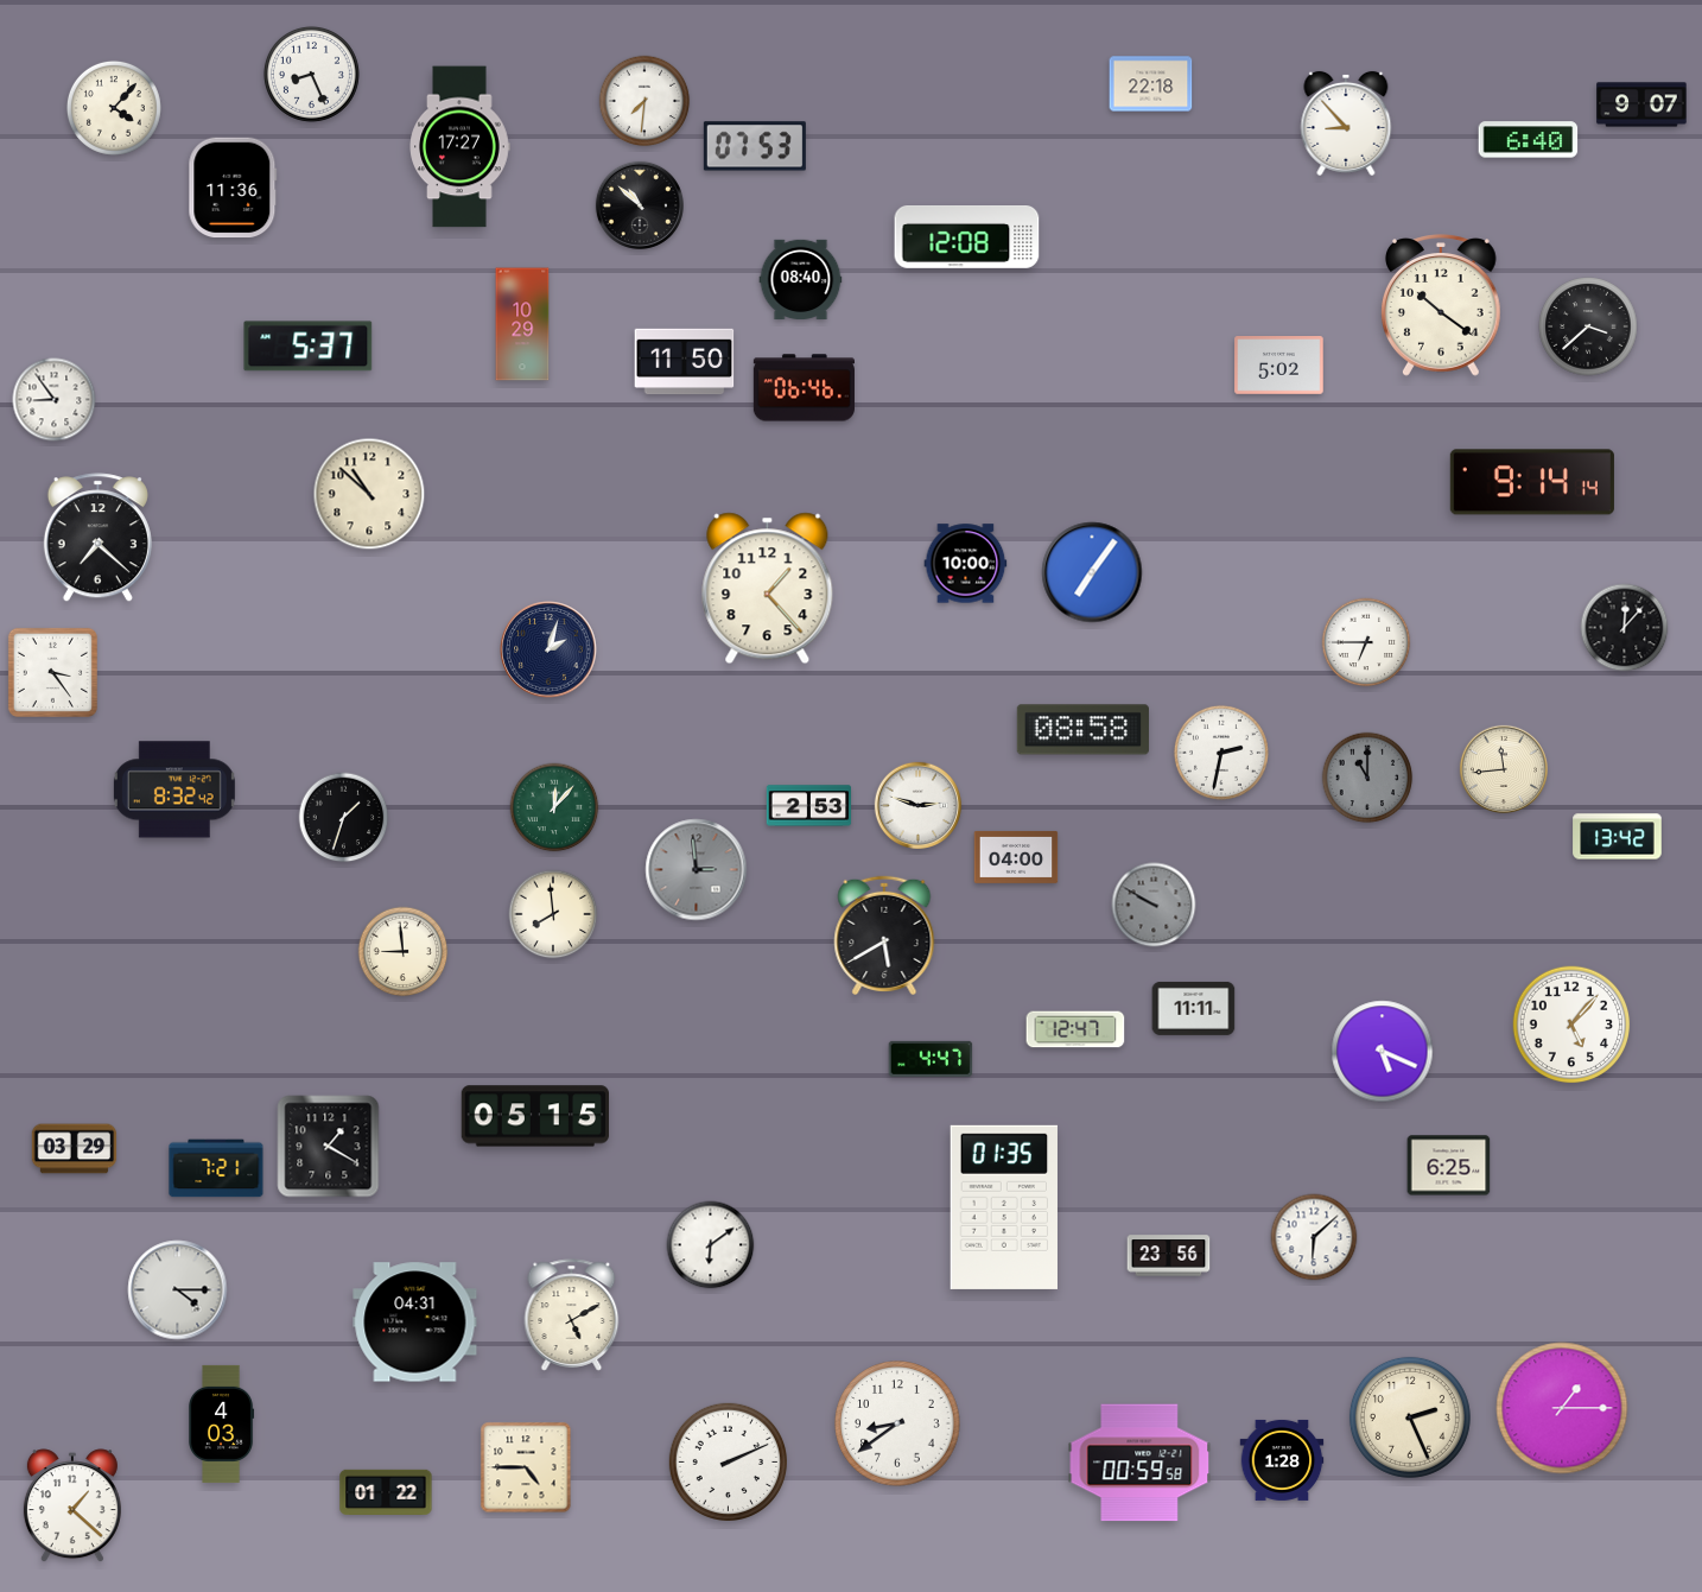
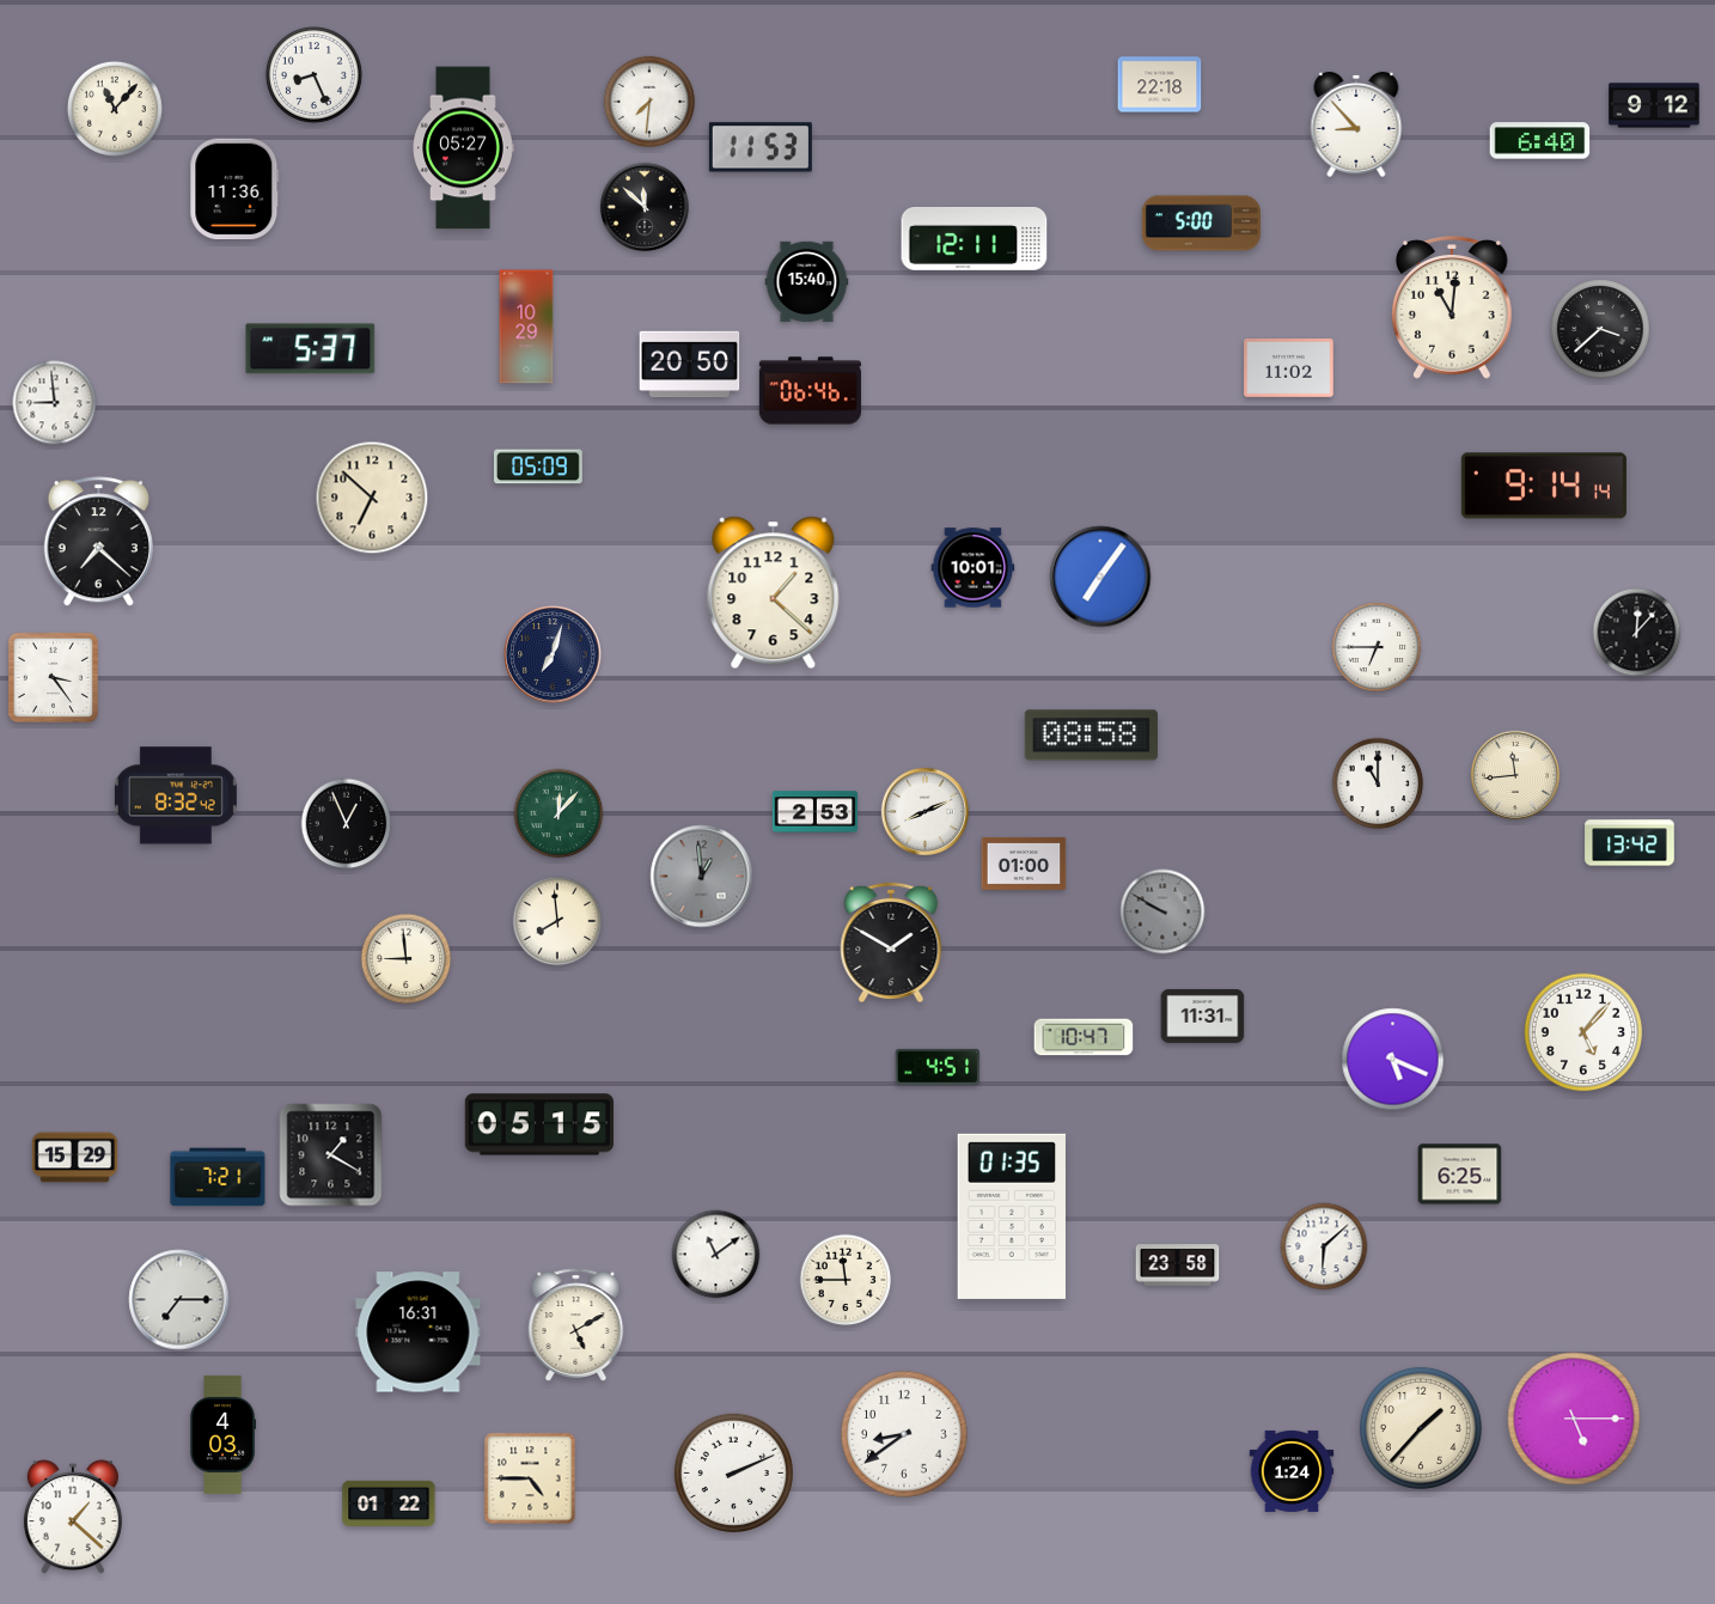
clock at (1641, 104): 9:07 -> 9:12
clock at (114, 108): 4:07 -> 11:07
clock at (755, 146): 07:53 -> 11:53
clock at (459, 147): 17:27 -> 05:27
clock at (640, 205): 10:52 -> 11:52
clock at (1201, 224): none -> 5:00
clock at (967, 237): 12:08 -> 12:11
clock at (801, 280): 08:40 -> 15:40
clock at (1442, 305): 10:21 -> 11:01
clock at (685, 362): 11:50 -> 20:50
clock at (1279, 366): 5:02 -> 11:02
clock at (55, 400): 8:54 -> 8:59
clock at (538, 466): none -> 05:09
clock at (369, 494): 10:52 -> 6:52
clock at (966, 564): 10:00 -> 10:01
clock at (768, 589): 1:23 -> 1:22
clock at (548, 649): 2:03 -> 7:03
clock at (1221, 753): 2:32 -> none
clock at (1367, 778) dial: grey -> white
clock at (917, 805): 2:48 -> 8:11
clock at (344, 818): 1:33 -> 12:56
clock at (1016, 857): 04:00 -> 01:00
clock at (697, 870): 2:59 -> 12:59
clock at (884, 934): 5:40 -> 1:50
clock at (1194, 1008): 11:11 -> 11:31
clock at (1075, 1029): 12:47 -> 10:47
clock at (931, 1059): 4:47 -> 4:51
clock at (75, 1149): 03:29 -> 15:29
clock at (711, 1245): 6:09 -> 11:09
clock at (1169, 1256): 23:56 -> 23:58
clock at (846, 1280): none -> 11:45
clock at (178, 1290): 4:15 -> 7:15
clock at (415, 1323): 04:31 -> 16:31
clock at (1562, 1408): 1:15 -> 5:15
clock at (1410, 1417): 2:26 -> 1:37
clock at (1282, 1460): 1:28 -> 1:24
clock at (1139, 1463): 00:59 -> none
